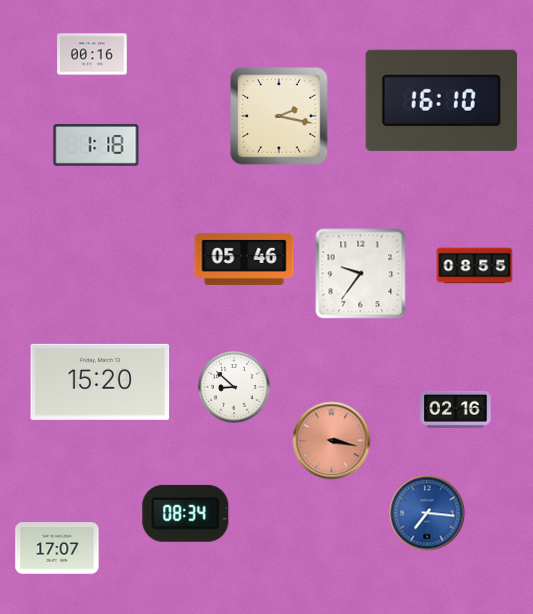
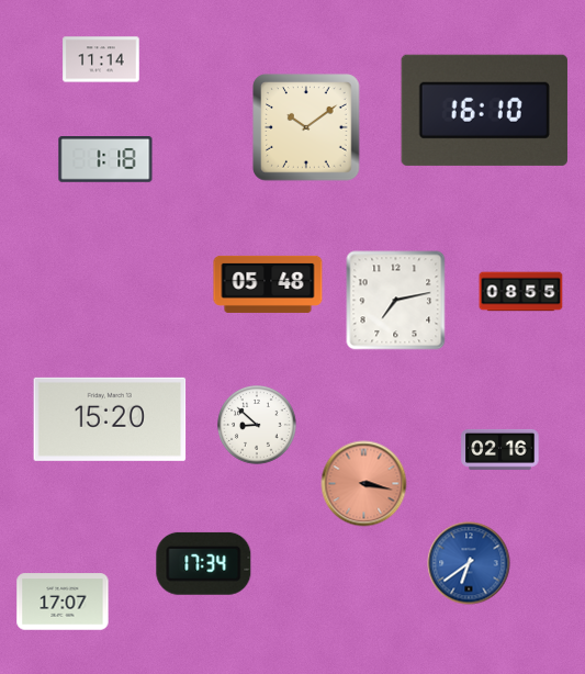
clock at (92, 54): 00:16 -> 11:14
clock at (279, 116): 2:17 -> 10:09
clock at (244, 259): 05:46 -> 05:48
clock at (361, 274): 9:36 -> 7:13
clock at (186, 513): 08:34 -> 17:34
clock at (427, 513): 7:16 -> 6:39
